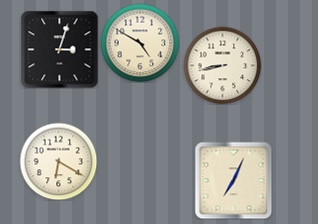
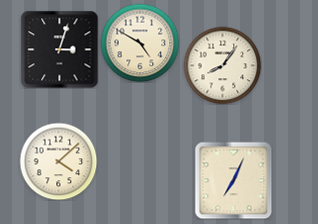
clock at (222, 65): 8:43 -> 8:06
clock at (58, 161): 6:20 -> 4:08
